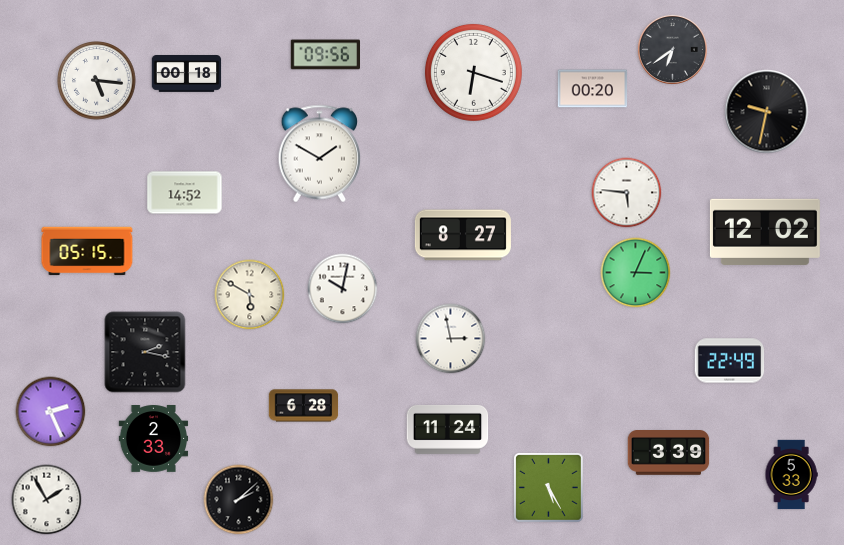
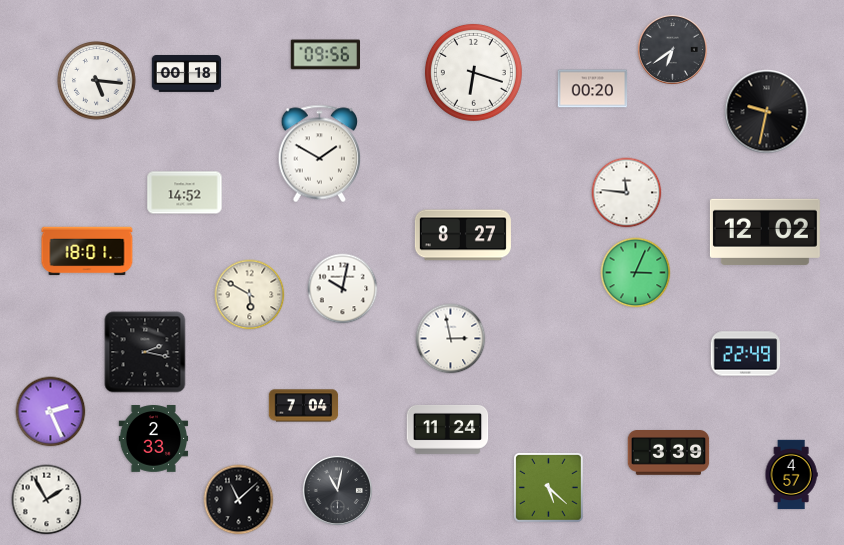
clock at (627, 193): 5:46 -> 11:46
clock at (87, 251): 05:15 -> 18:01
clock at (730, 361) position: (730, 361) -> (746, 354)
clock at (304, 406): 6:28 -> 7:04
clock at (791, 475): 5:33 -> 4:57
clock at (549, 488): 5:25 -> 5:22
clock at (337, 490): none -> 11:02
clock at (239, 500): 2:08 -> 11:08
